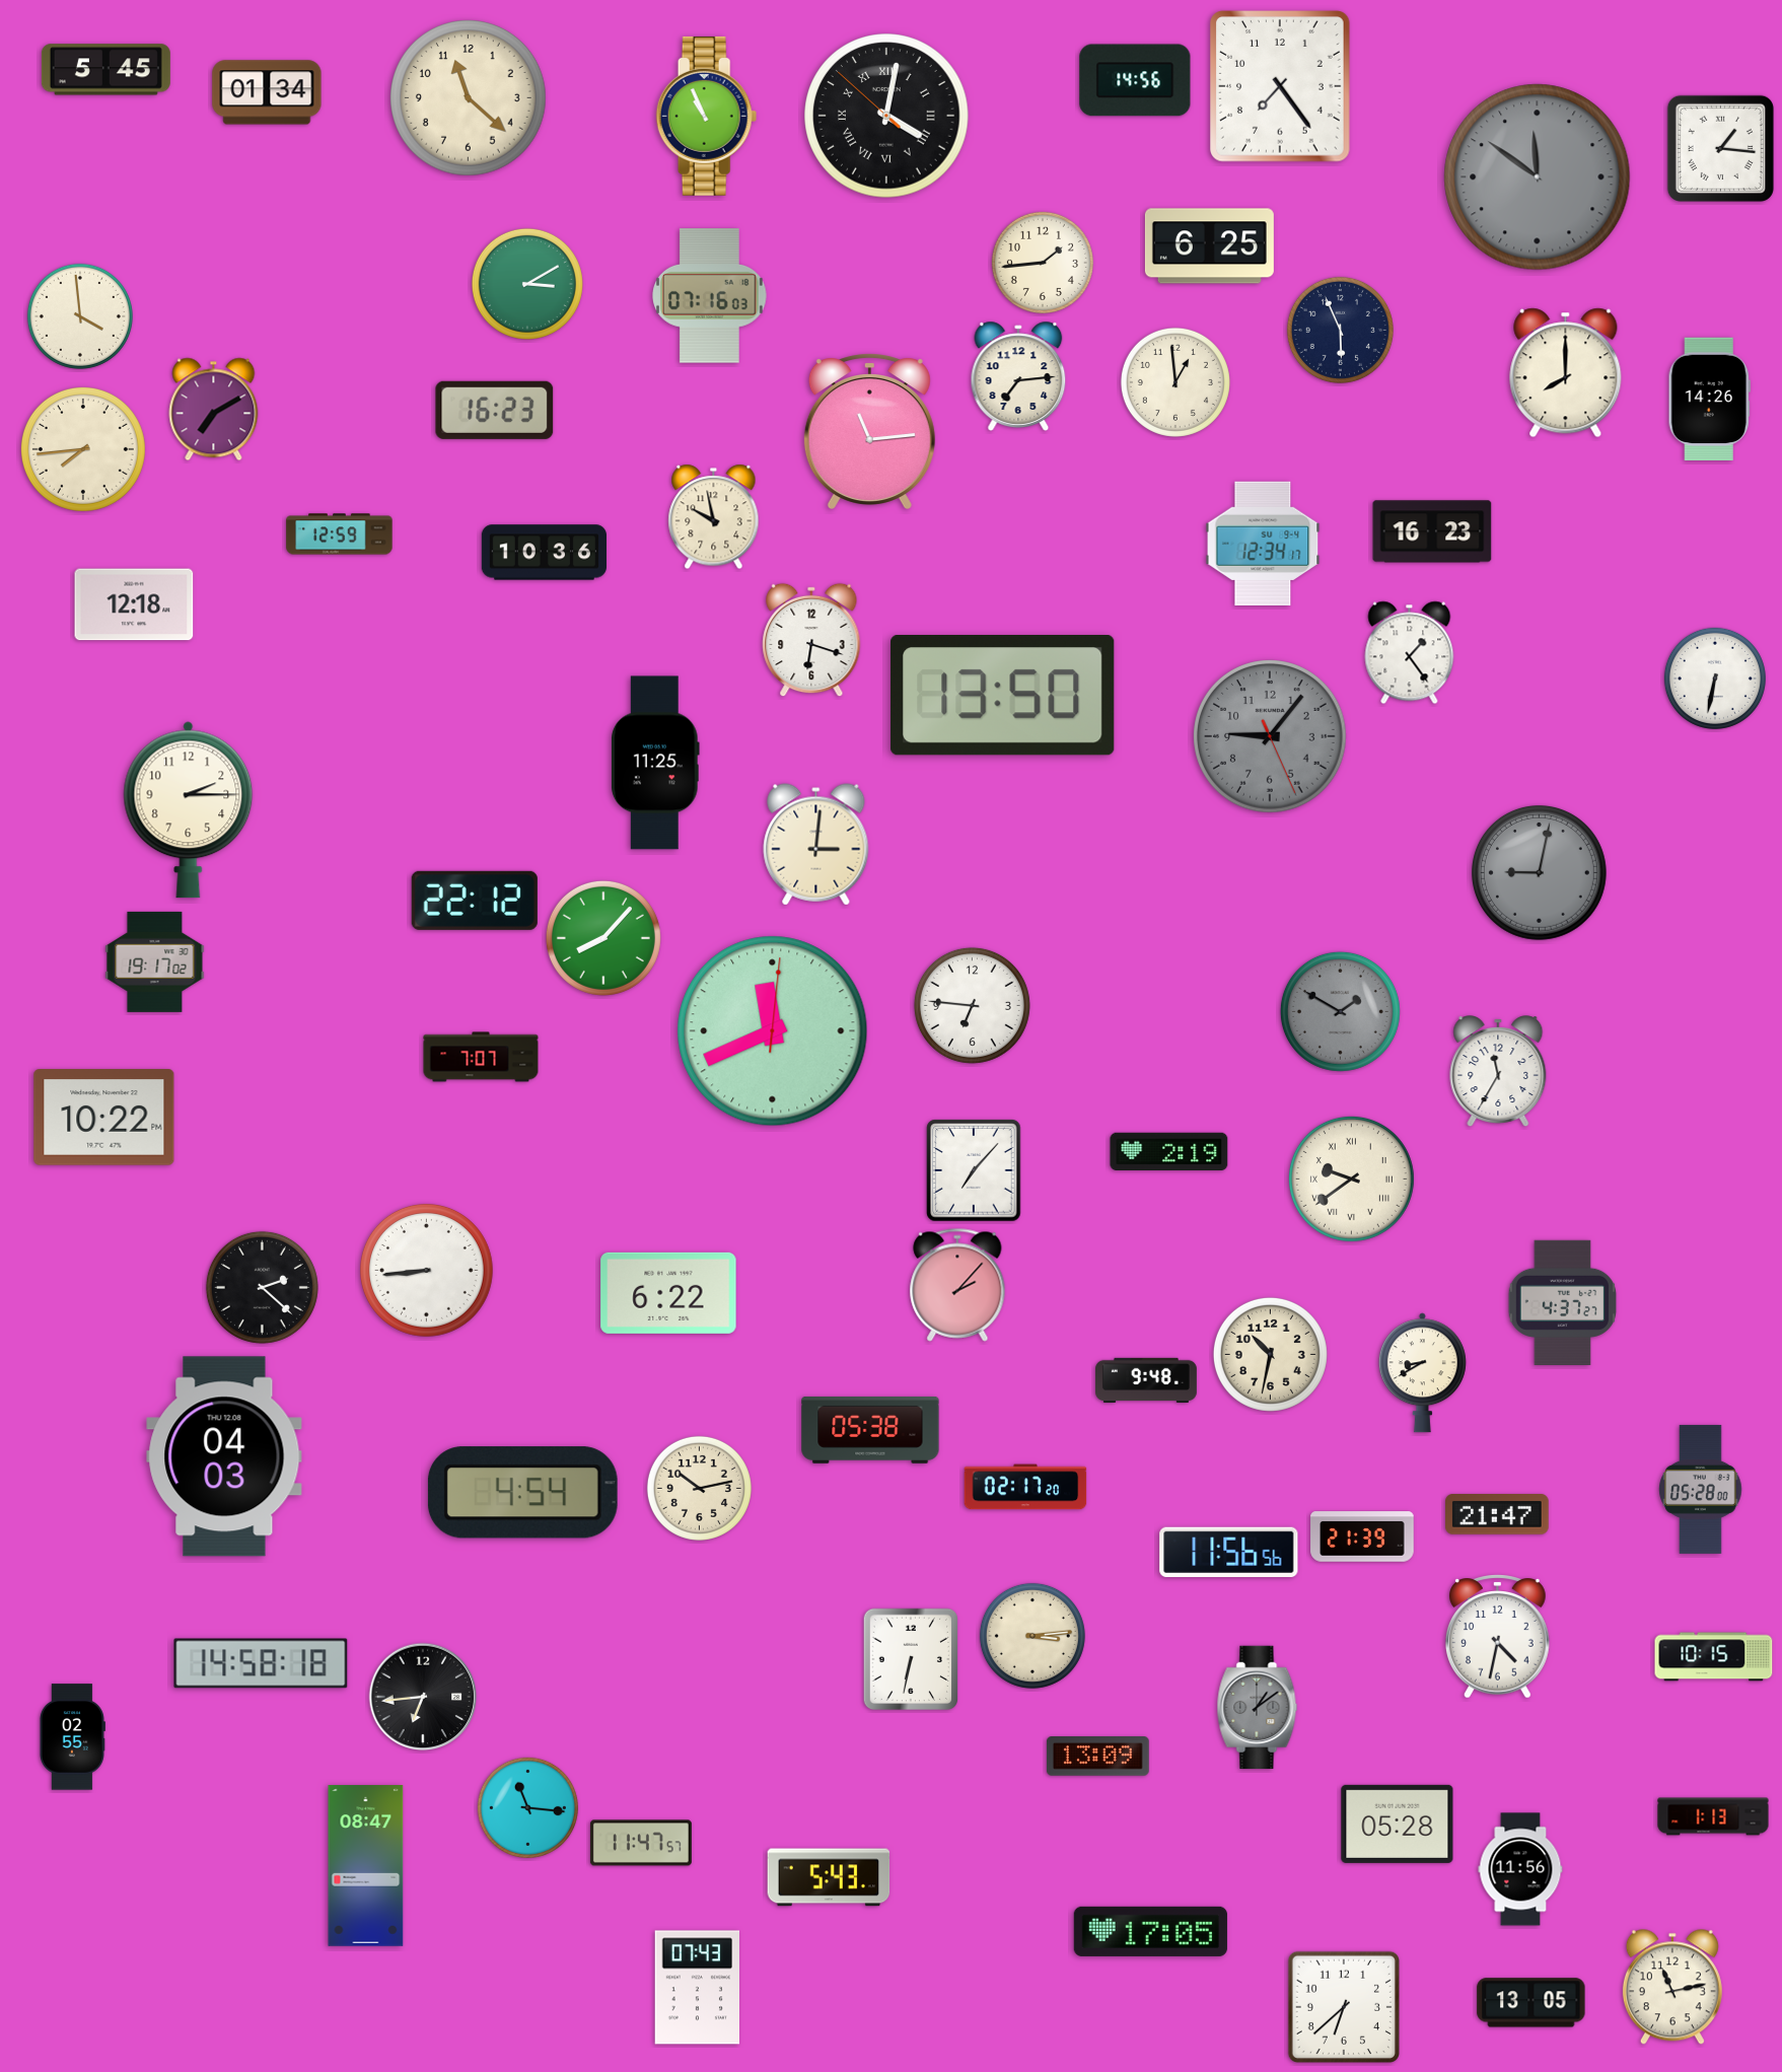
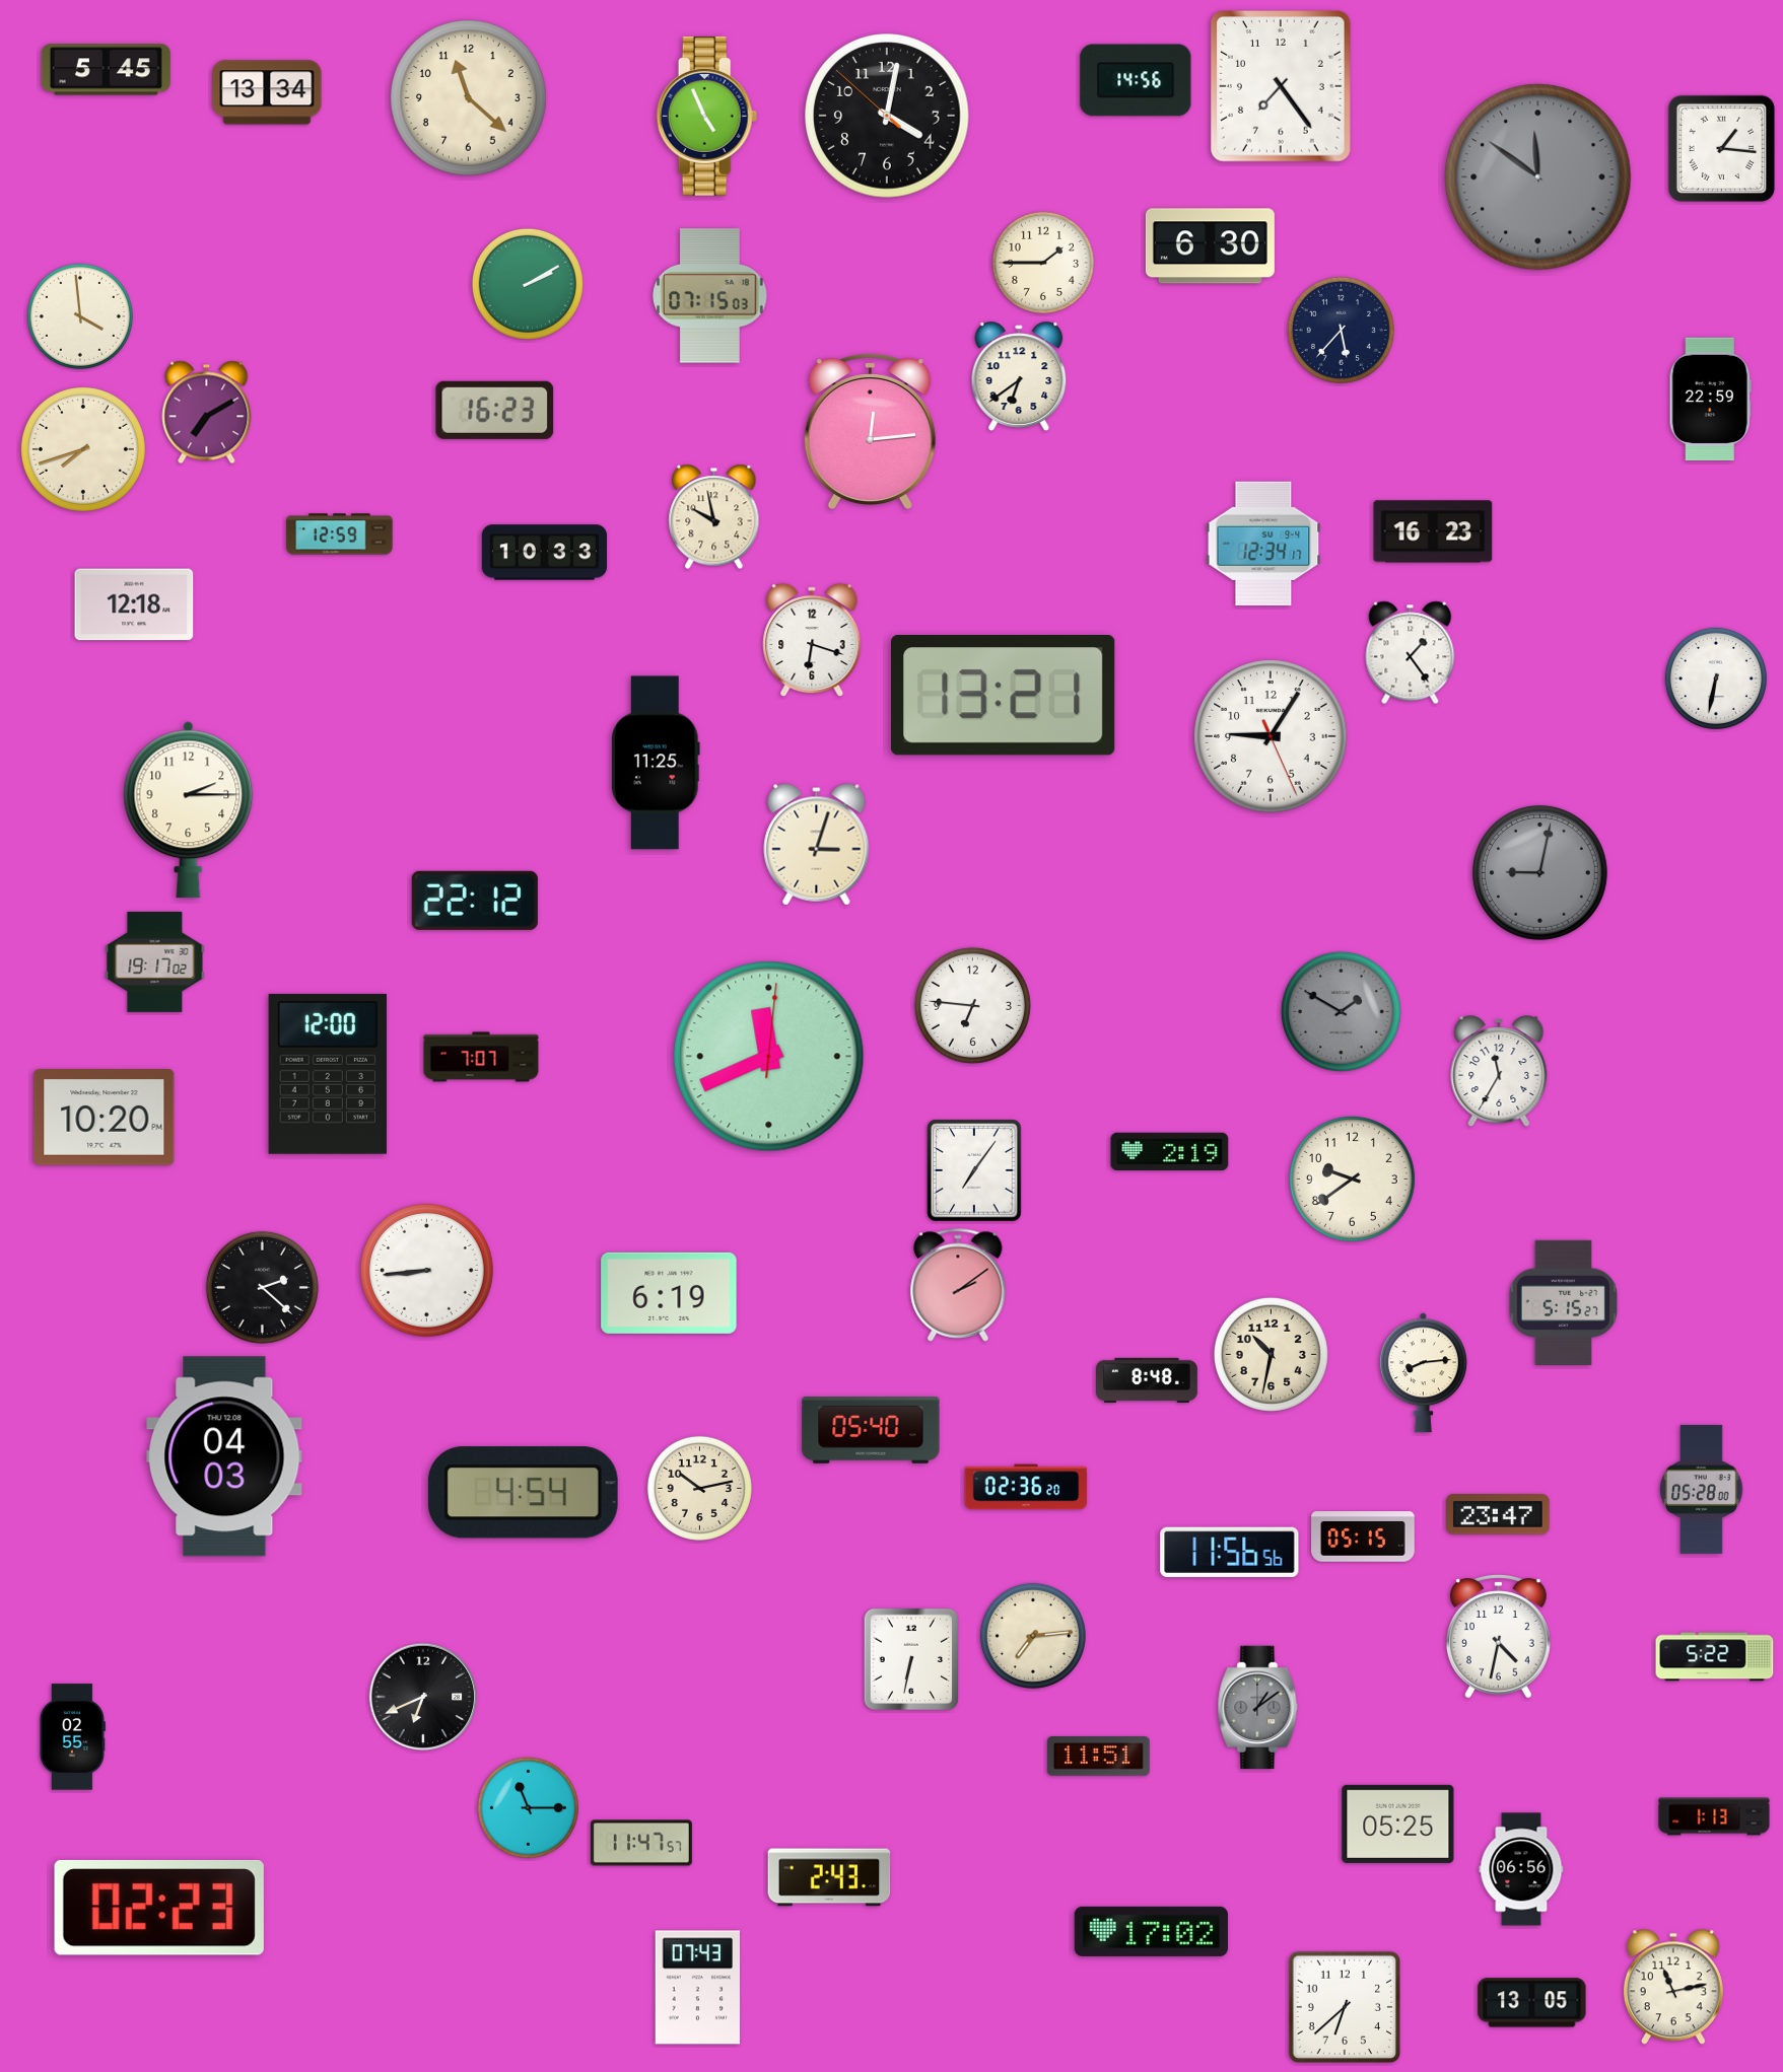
clock at (267, 92): 01:34 -> 13:34
clock at (707, 116): 10:56 -> 4:56
clock at (886, 116) numerals: Roman -> Arabic
clock at (1209, 246): 6:25 -> 6:30
clock at (1043, 263): 1:44 -> 1:45
clock at (527, 284): 3:10 -> 2:10
clock at (710, 296): 07:16 -> 07:15
clock at (1340, 330): 5:56 -> 5:37
clock at (1566, 373): 8:00 -> none
clock at (1018, 376): 7:14 -> 6:39
clock at (1175, 382): 12:59 -> none
clock at (1709, 400): 14:26 -> 22:59
clock at (214, 410) position: (214, 410) -> (207, 413)
clock at (869, 431): 11:14 -> 12:14
clock at (83, 449): 7:44 -> 7:42
clock at (544, 553): 10:36 -> 10:33
clock at (1003, 696): 13:50 -> 13:21
clock at (1270, 736): 9:06 -> 9:05
clock at (1270, 736) dial: grey -> white
clock at (816, 845): 3:01 -> 3:03
clock at (603, 938): 8:07 -> none
clock at (773, 1031) position: (773, 1031) -> (769, 1057)
clock at (327, 1074): none -> 12:00
clock at (104, 1118): 10:22 -> 10:20
clock at (974, 1170): 7:07 -> 7:06
clock at (1351, 1178) numerals: Roman -> Arabic
clock at (957, 1285): 2:07 -> 2:09
clock at (668, 1293): 6:22 -> 6:19
clock at (1563, 1302): 4:37 -> 5:15
clock at (1422, 1373): 8:40 -> 8:14
clock at (1147, 1379): 9:48 -> 8:48
clock at (870, 1430): 05:38 -> 05:40
clock at (1025, 1487): 02:17 -> 02:36
clock at (1498, 1514): 21:47 -> 23:47
clock at (1362, 1537): 21:39 -> 05:15
clock at (1032, 1636): 3:14 -> 7:14
clock at (1714, 1657): 10:15 -> 5:22
clock at (261, 1663): 14:58 -> none
clock at (423, 1697): 6:44 -> 6:41
clock at (1097, 1757): 13:09 -> 11:51
clock at (527, 1807): 11:16 -> 11:15
clock at (1398, 1824): 05:28 -> 05:25
clock at (366, 1866): 08:47 -> none
clock at (1520, 1869): 11:56 -> 06:56
clock at (829, 1877): 5:43 -> 2:43
clock at (159, 1908): none -> 02:23
clock at (1150, 1931): 17:05 -> 17:02
